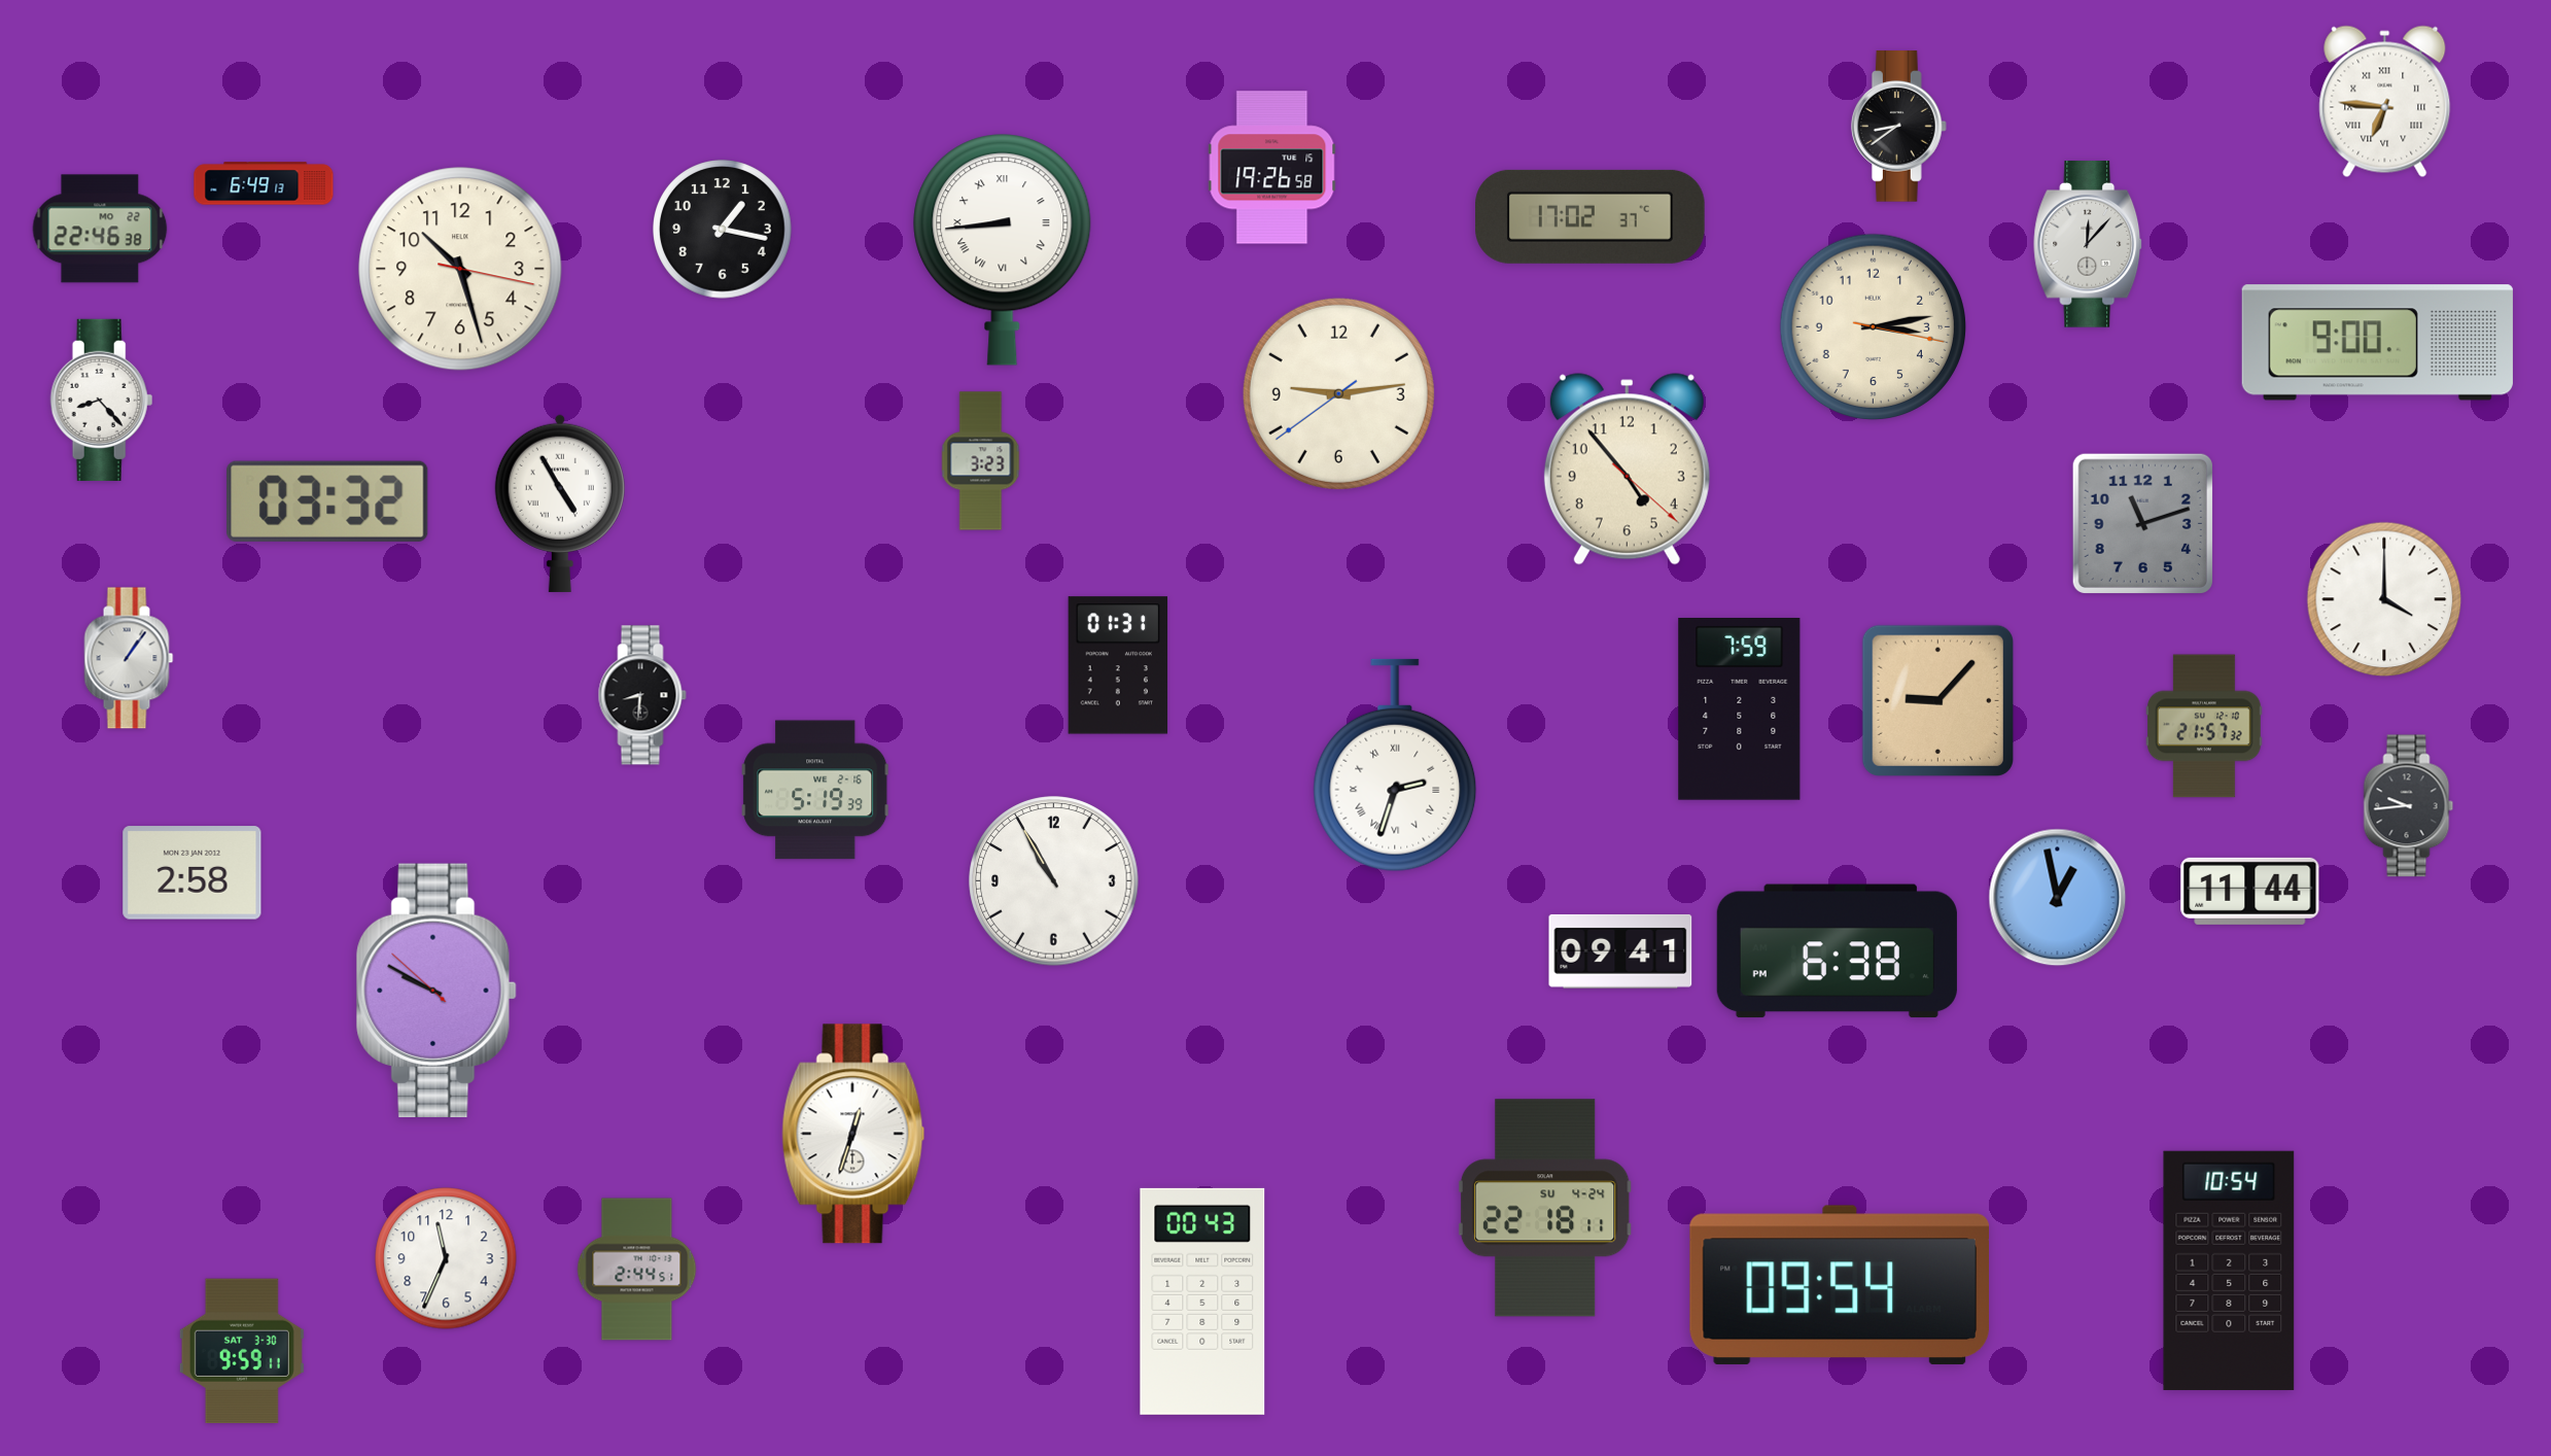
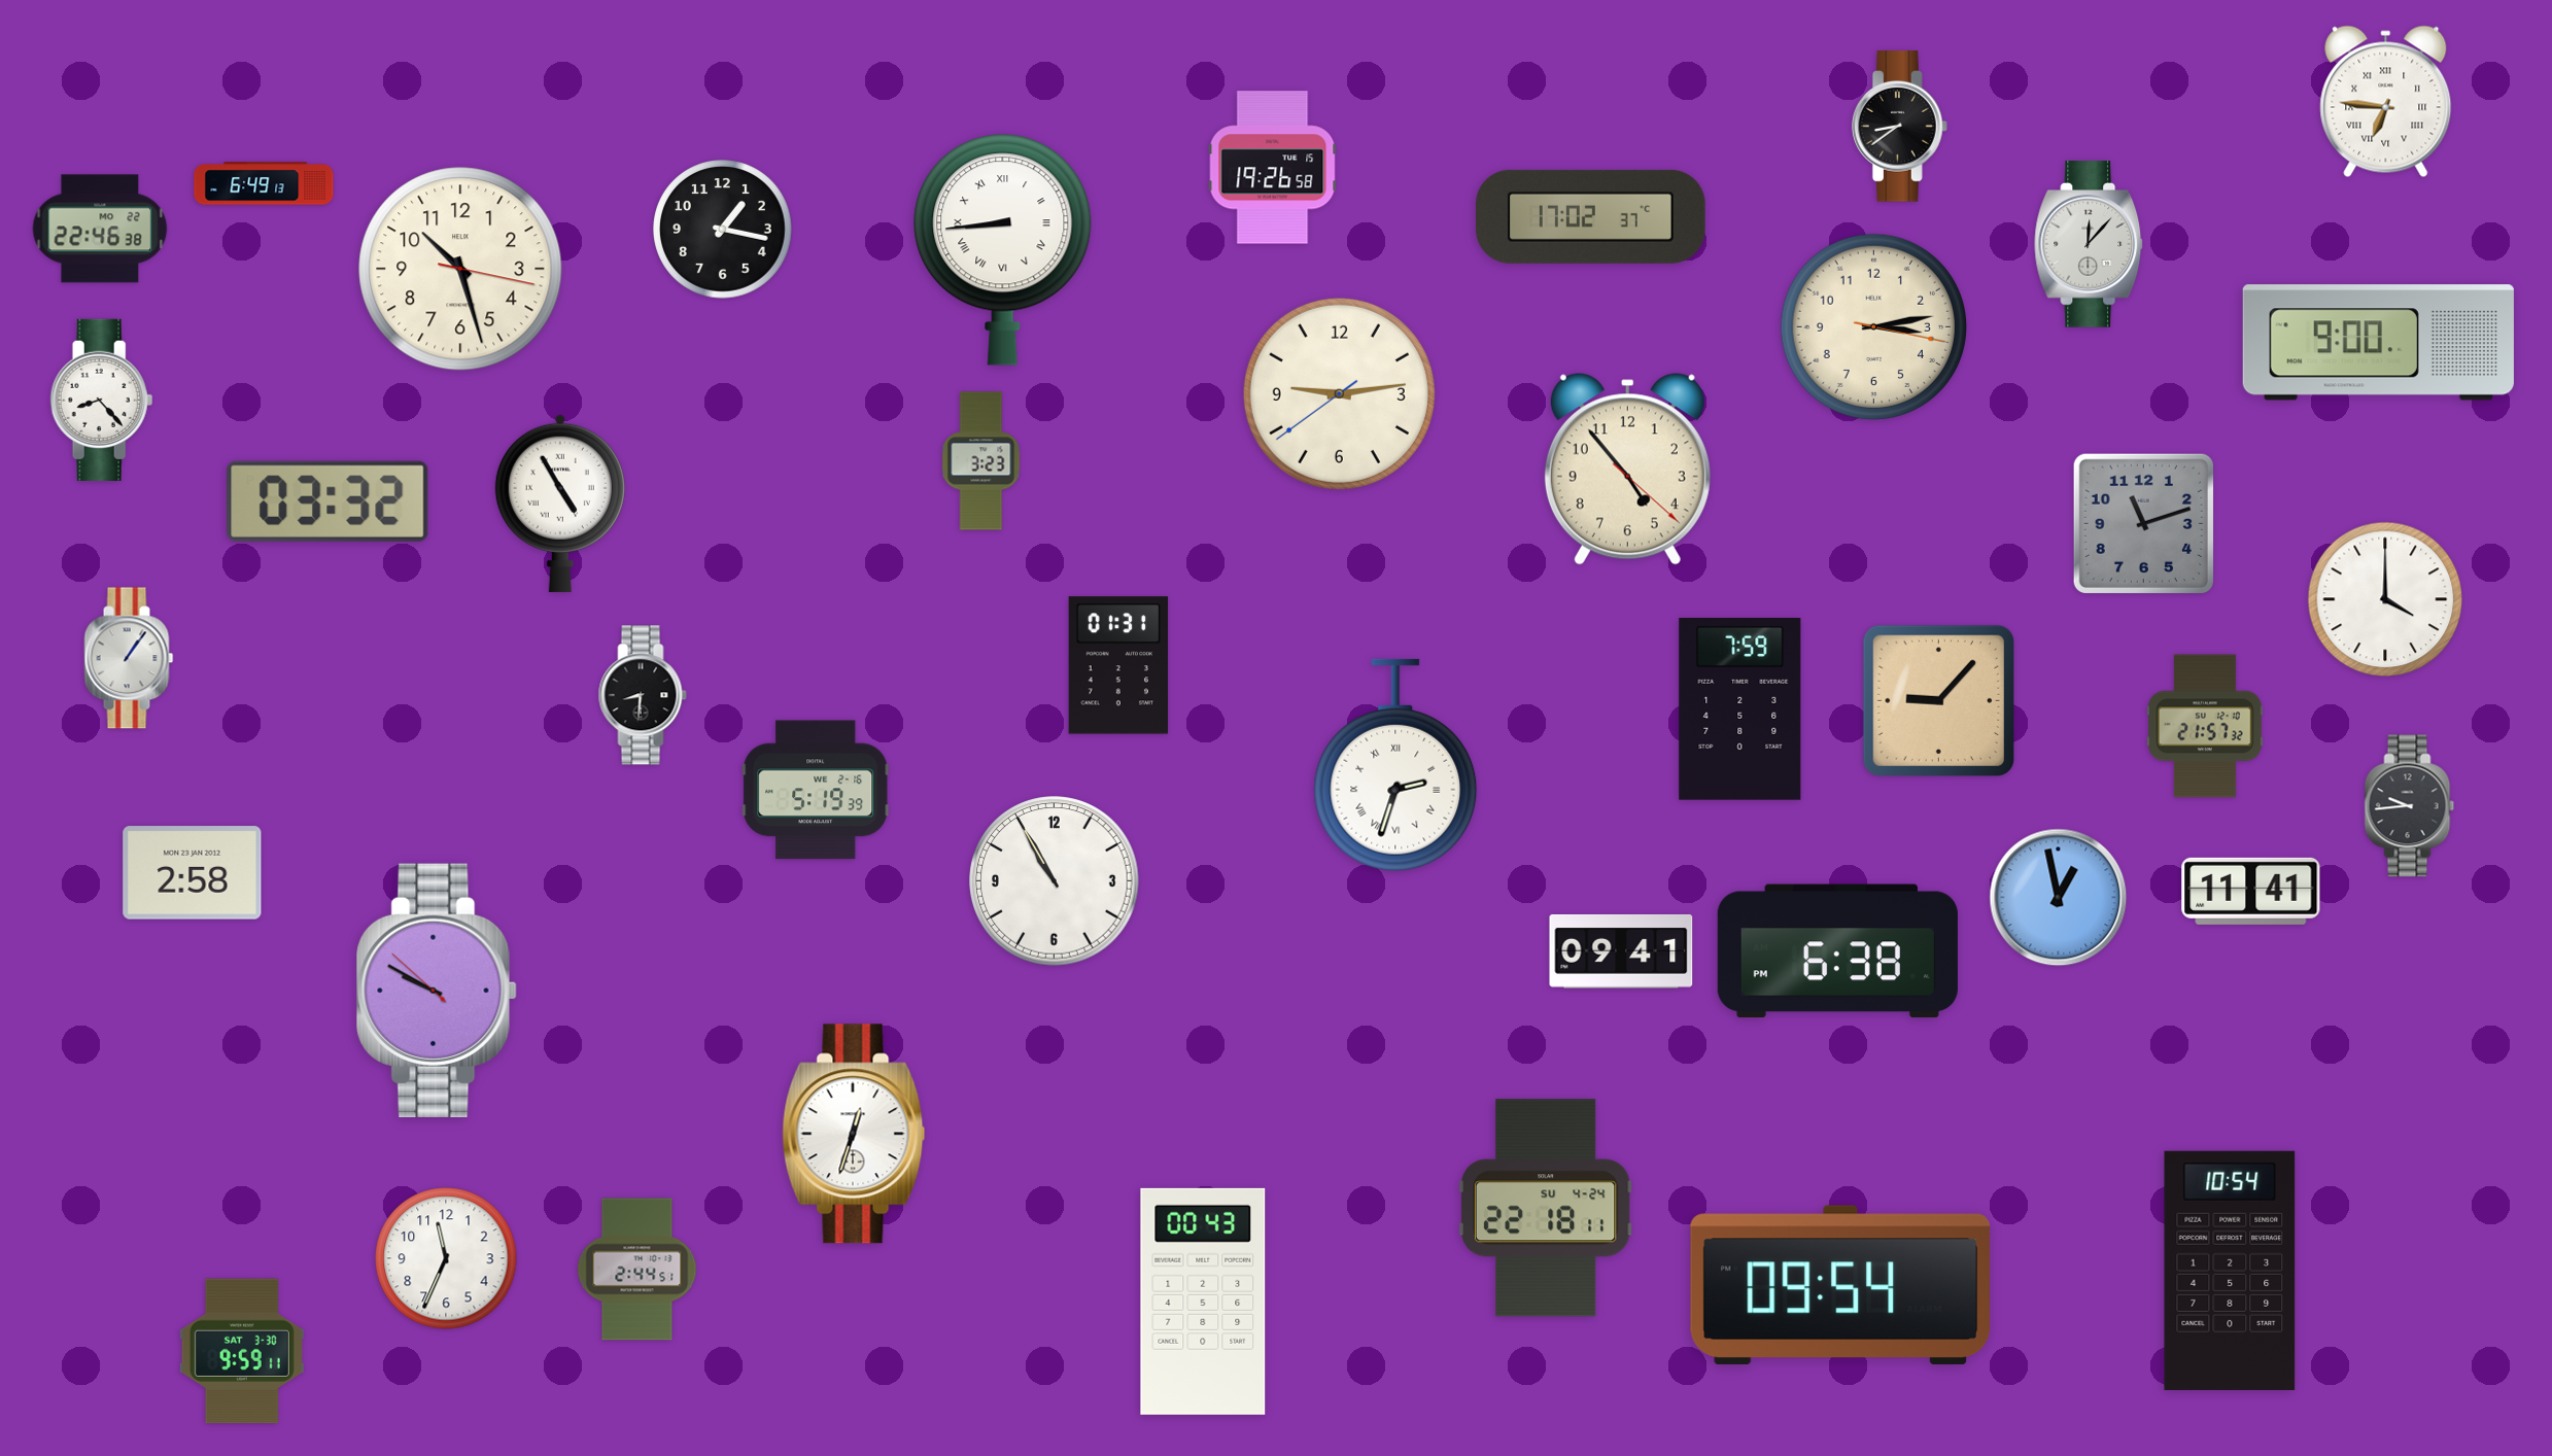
clock at (2250, 891): 11:44 -> 11:41
